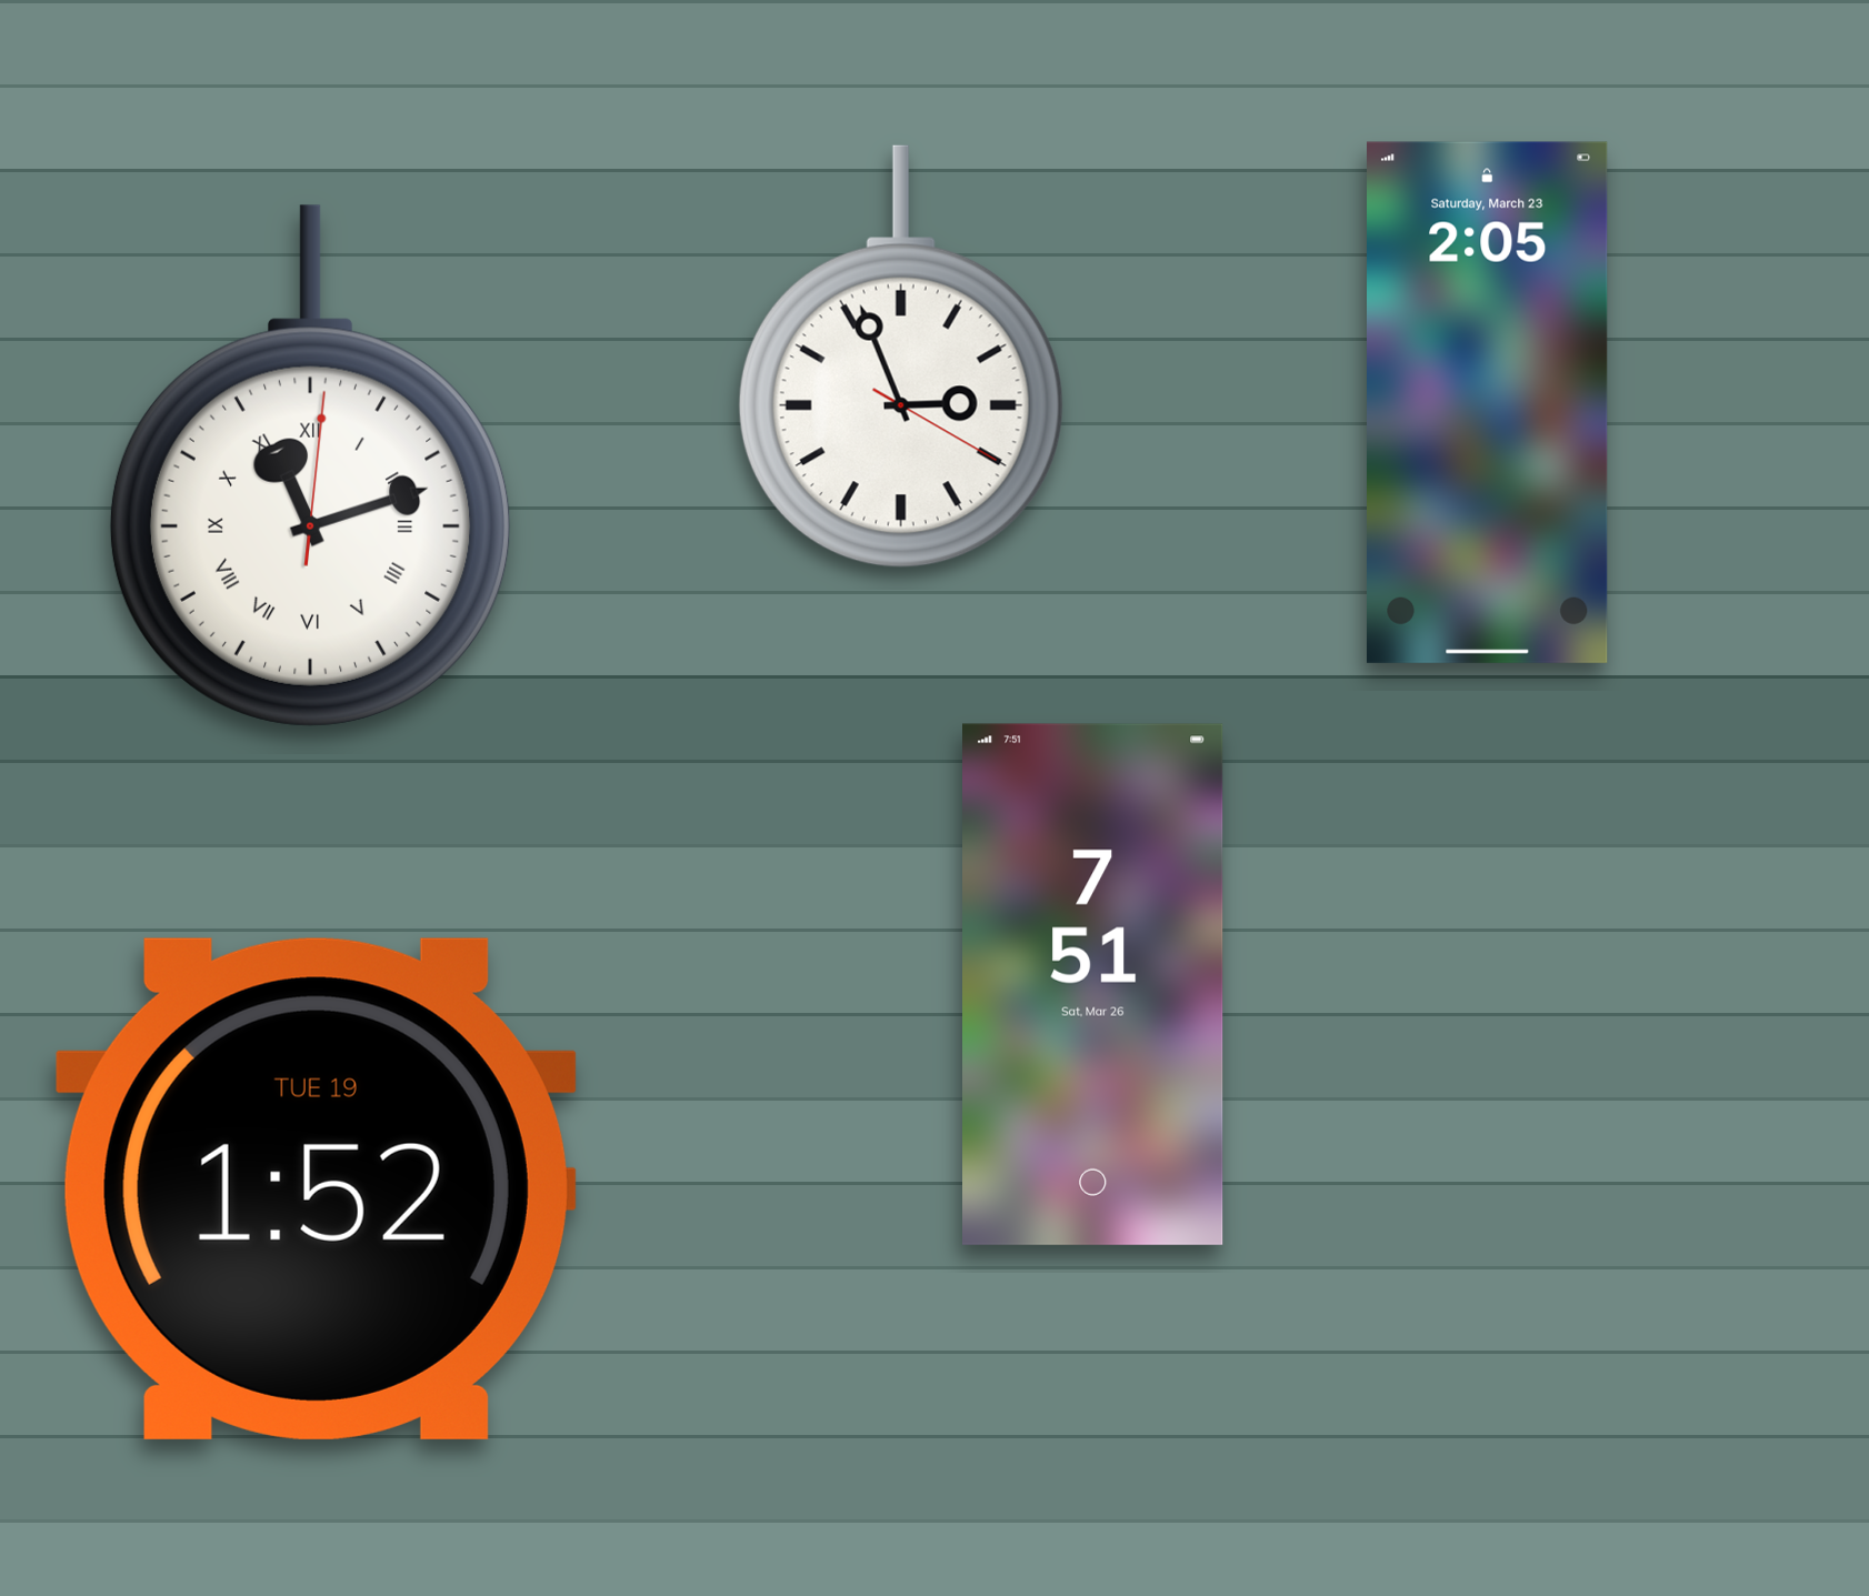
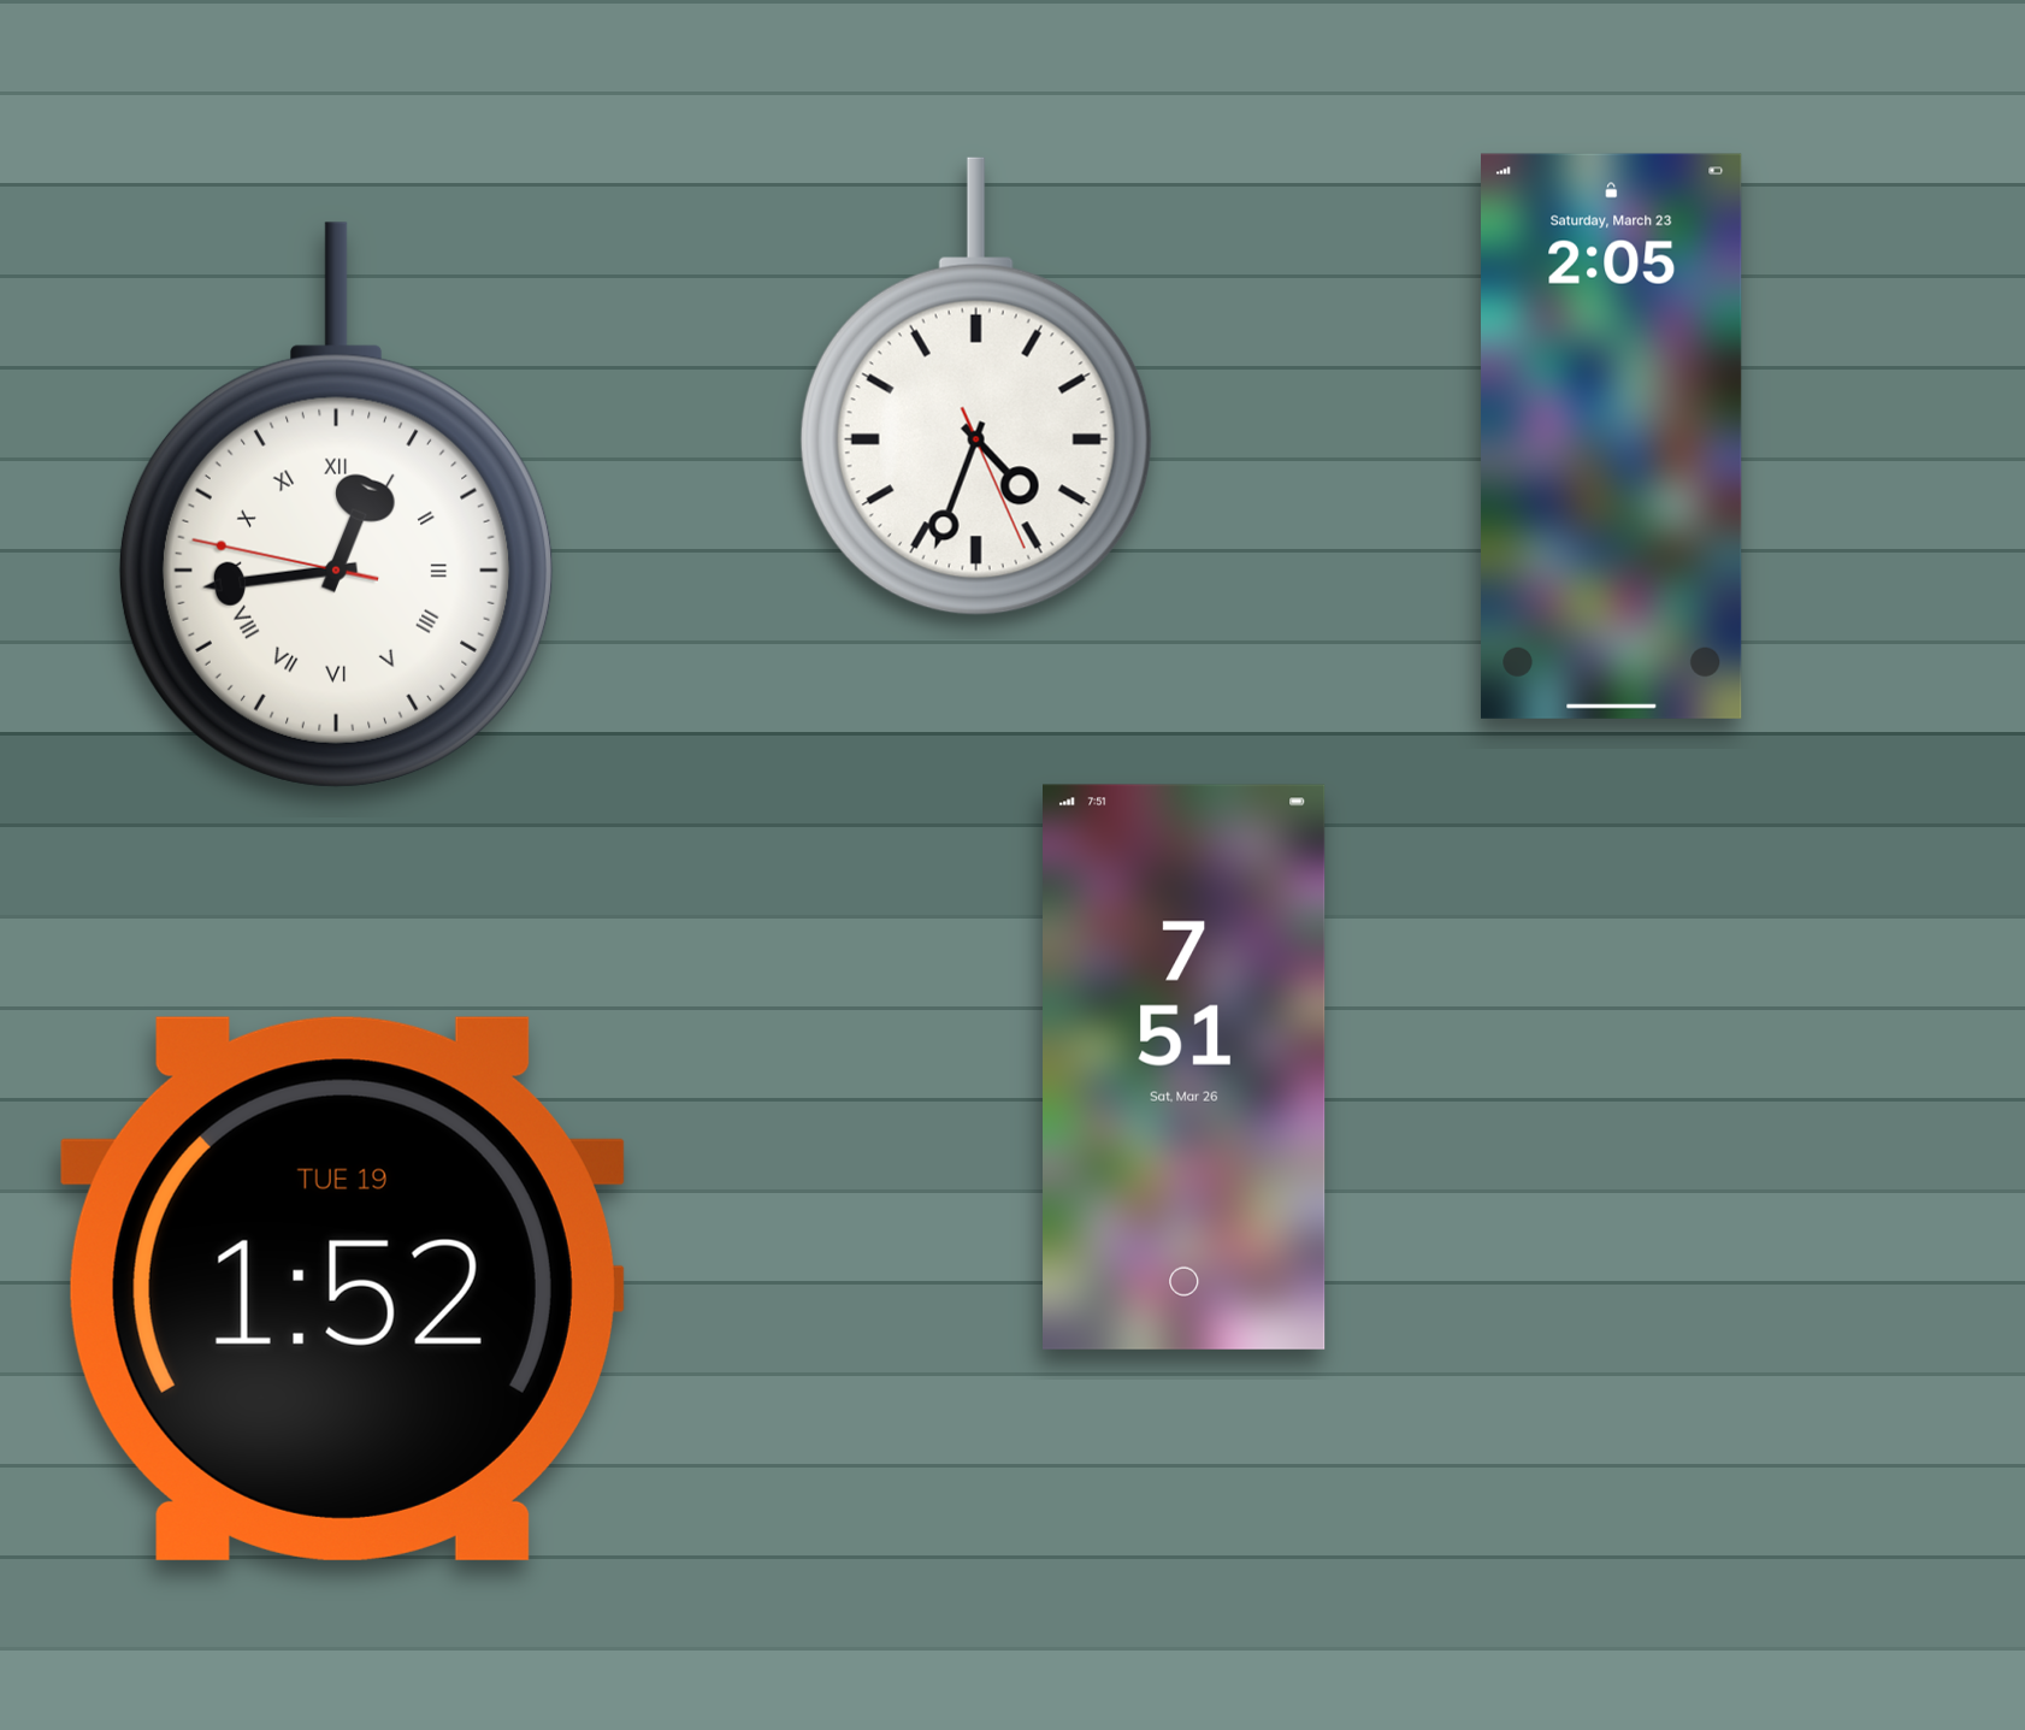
clock at (901, 357): 2:56 -> 4:33
clock at (310, 465): 11:12 -> 12:43
